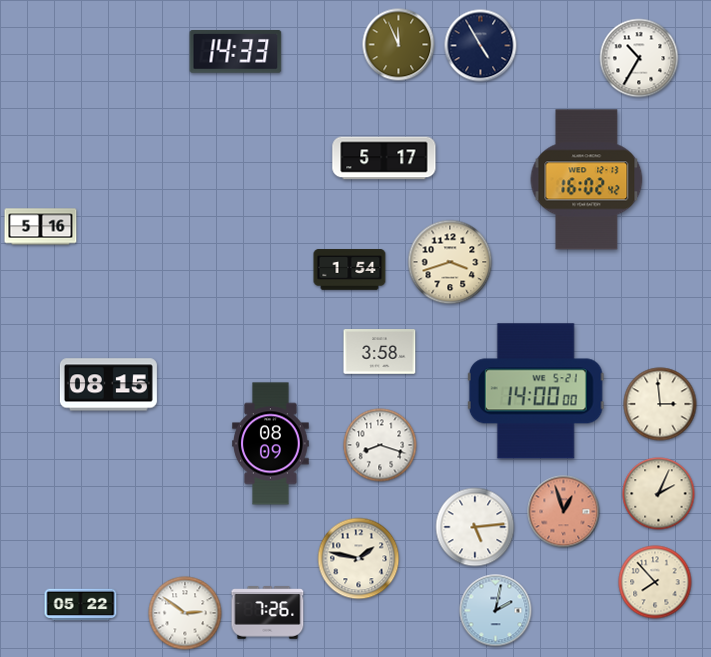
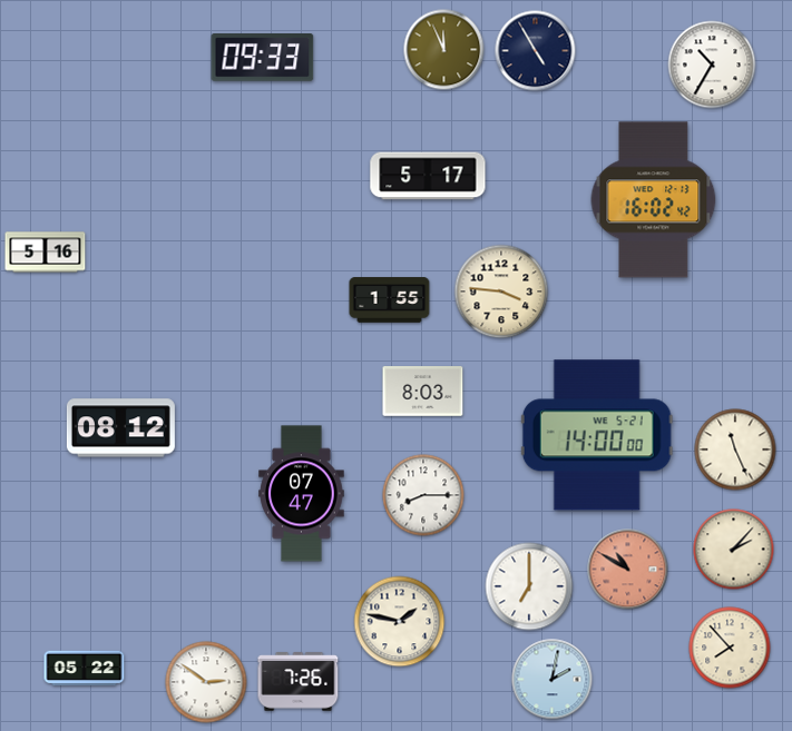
clock at (236, 52): 14:33 -> 09:33
clock at (450, 262): 3:42 -> 3:46
clock at (350, 270): 1:54 -> 1:55
clock at (380, 352): 3:58 -> 8:03
clock at (108, 385): 08:15 -> 08:12
clock at (660, 404): 2:59 -> 11:26
clock at (271, 444): 08:09 -> 07:47
clock at (380, 445): 8:18 -> 8:15
clock at (659, 494): 2:04 -> 2:07
clock at (564, 512): 12:57 -> 10:50
clock at (475, 527): 5:14 -> 7:00
clock at (81, 605) position: (81, 605) -> (85, 669)
